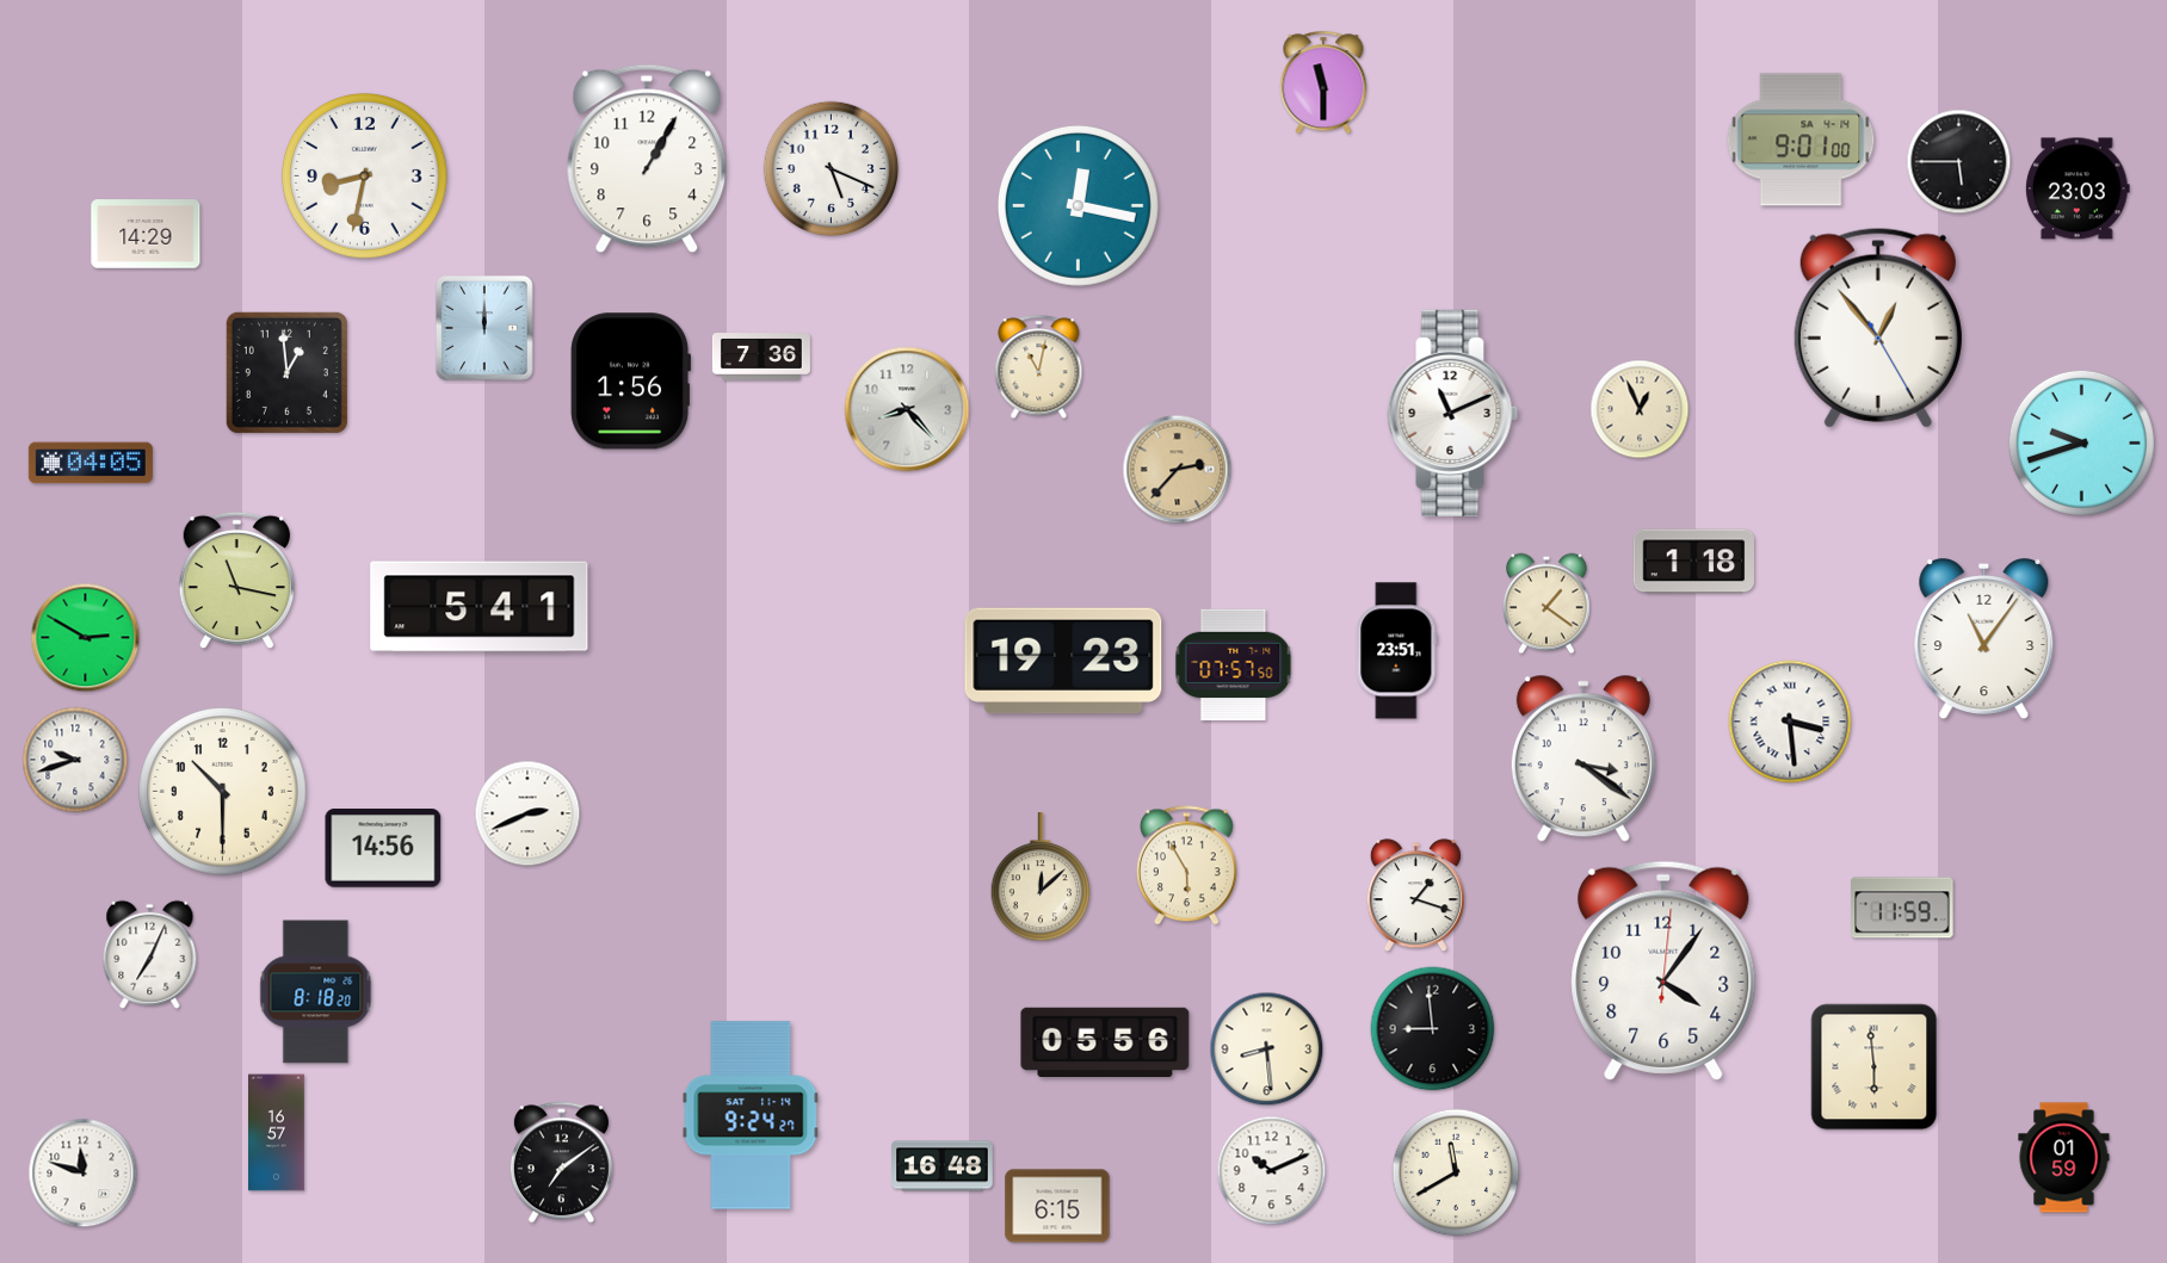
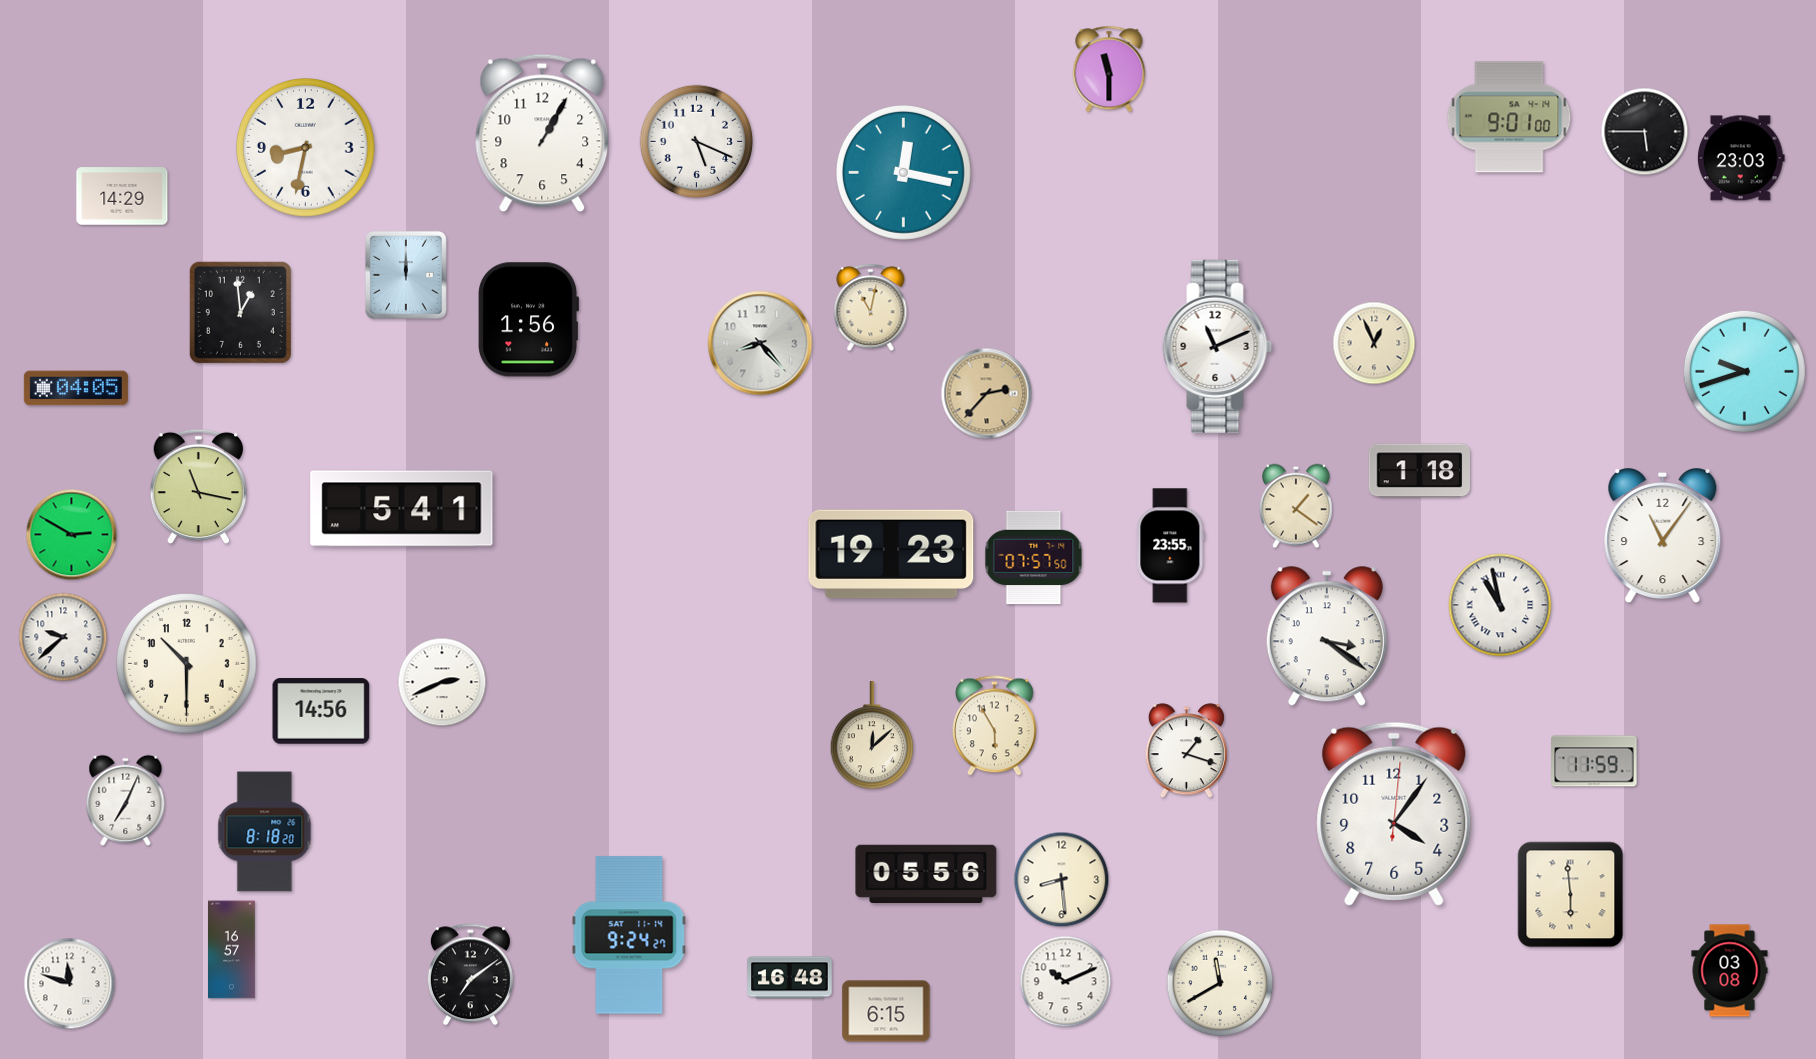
clock at (1959, 162) position: (1959, 162) -> (1645, 132)
clock at (1878, 328): 12:53 -> none
clock at (761, 357): 7:36 -> none
clock at (1397, 651): 23:51 -> 23:55
clock at (1790, 722): 3:29 -> 10:58
clock at (75, 760): 9:42 -> 9:38
clock at (1433, 1029): 8:59 -> none
clock at (2064, 1158): 01:59 -> 03:08
